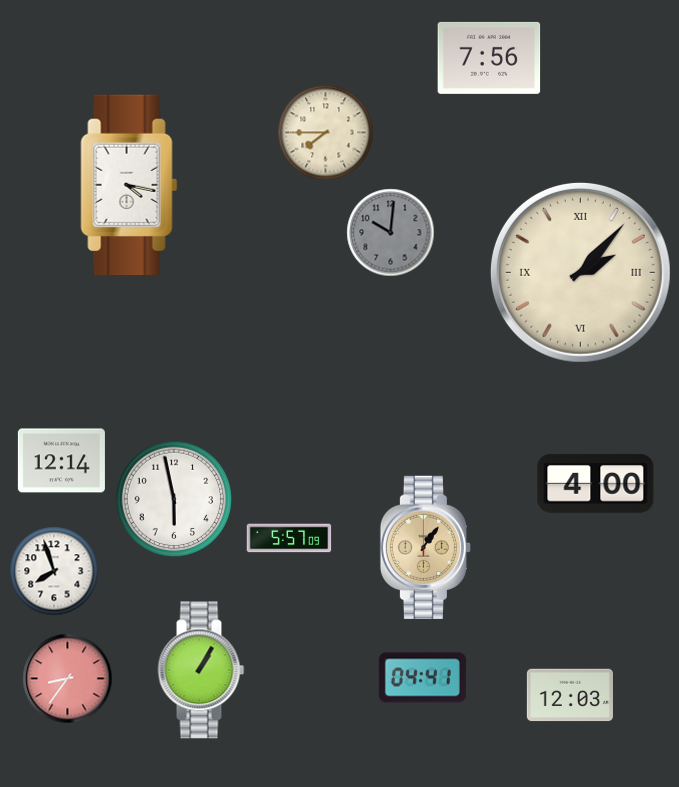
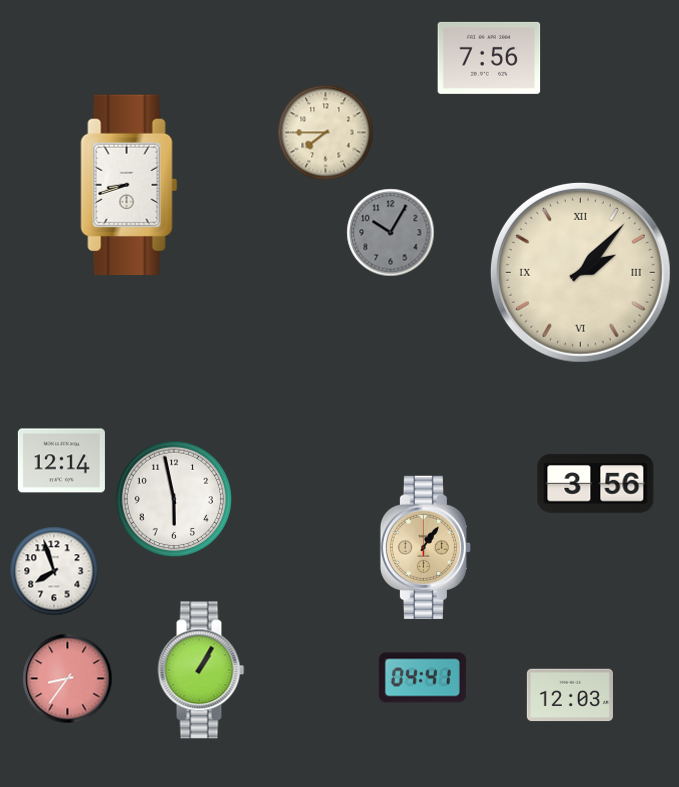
clock at (129, 185): 4:17 -> 8:42
clock at (391, 233): 10:01 -> 10:05
clock at (596, 484): 4:00 -> 3:56
clock at (289, 538): 5:57 -> none
